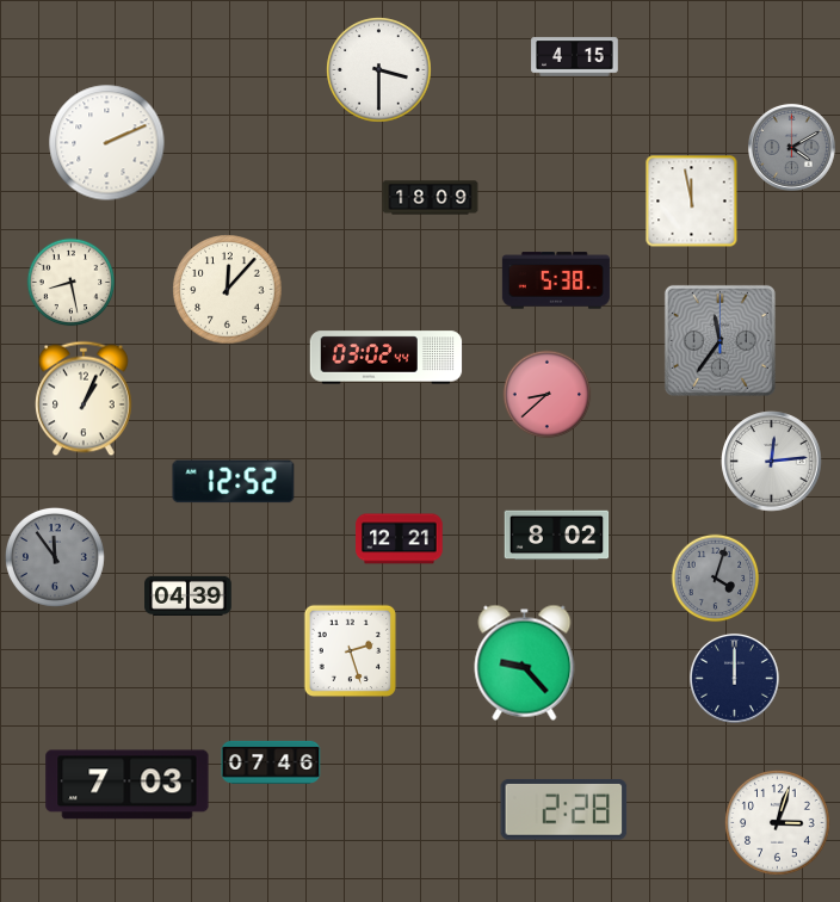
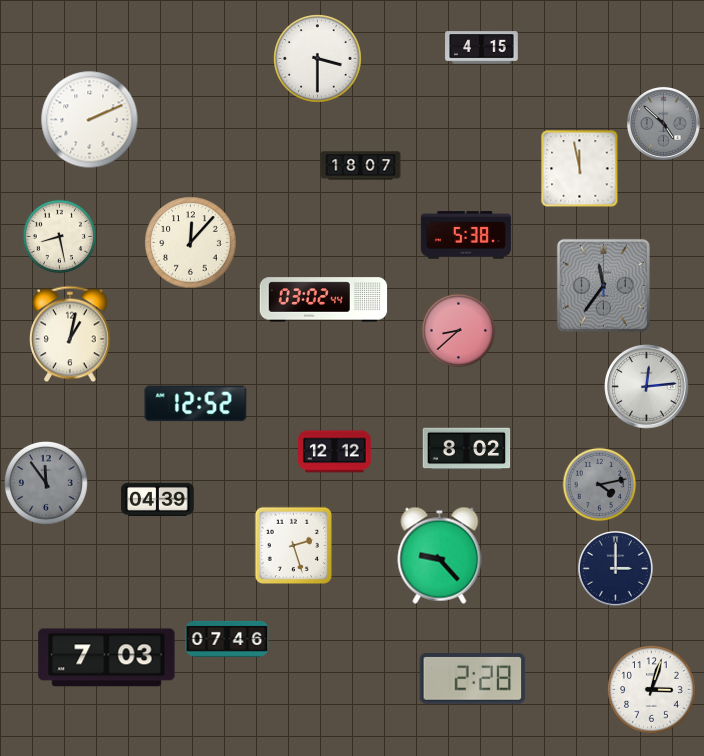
clock at (791, 147): 4:10 -> 4:52
clock at (431, 198): 18:09 -> 18:07
clock at (84, 399): 1:04 -> 1:02
clock at (400, 539): 12:21 -> 12:12
clock at (55, 557) position: (55, 557) -> (46, 483)
clock at (716, 579): 4:03 -> 4:13
clock at (734, 678): 12:00 -> 3:00
